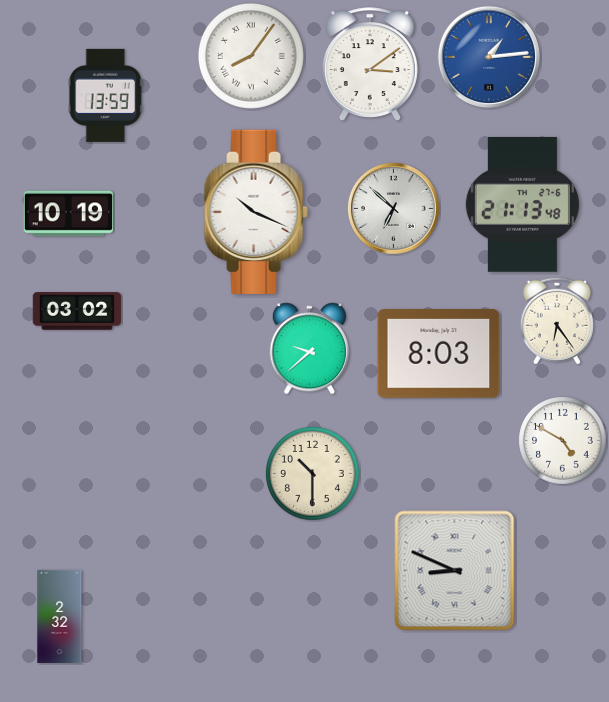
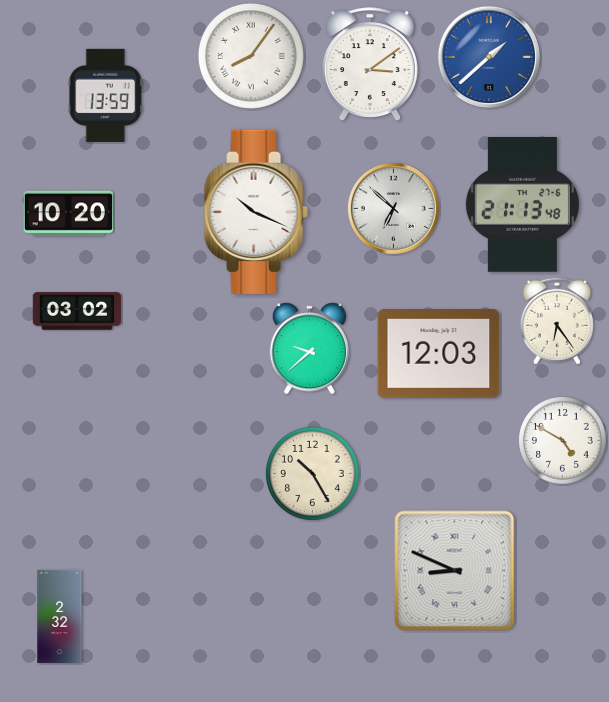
clock at (489, 57): 1:14 -> 1:38
clock at (68, 214): 10:19 -> 10:20
clock at (439, 354): 8:03 -> 12:03
clock at (313, 474): 10:30 -> 10:25
